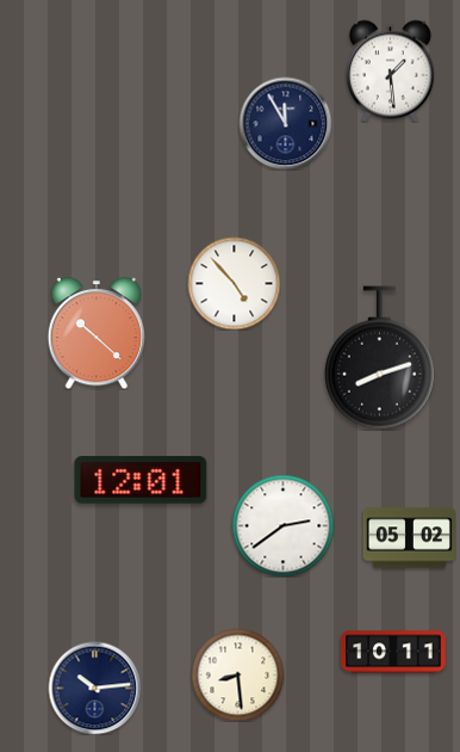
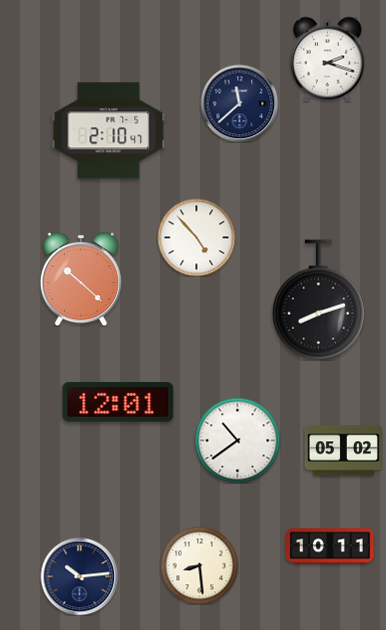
clock at (390, 70): 1:29 -> 2:18
clock at (285, 123): 11:55 -> 11:38
clock at (109, 131): none -> 2:10
clock at (282, 525): 2:39 -> 10:39
